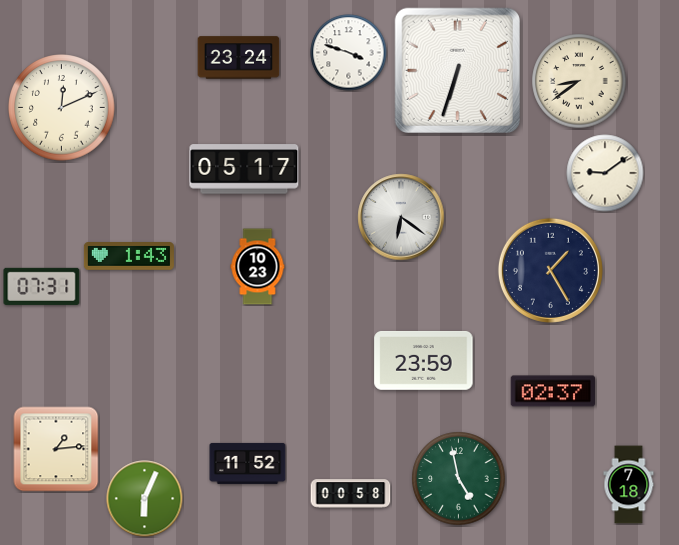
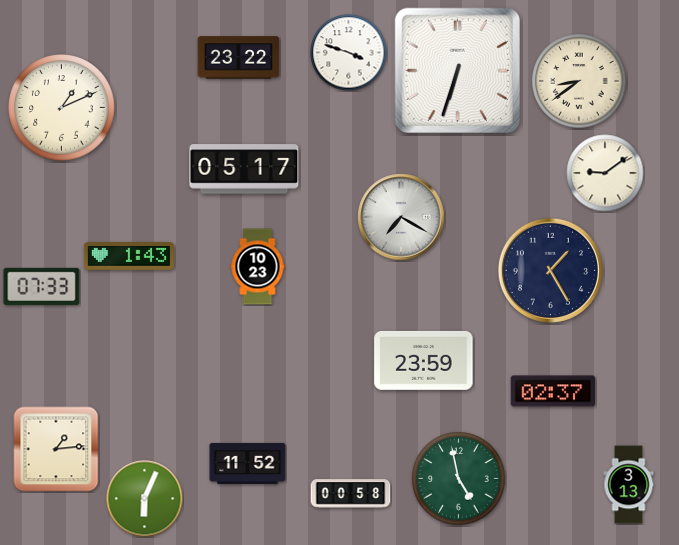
clock at (239, 58): 23:24 -> 23:22
clock at (62, 108): 12:11 -> 1:11
clock at (401, 217): 6:21 -> 7:20
clock at (42, 286): 07:31 -> 07:33
clock at (629, 485): 7:18 -> 3:13
